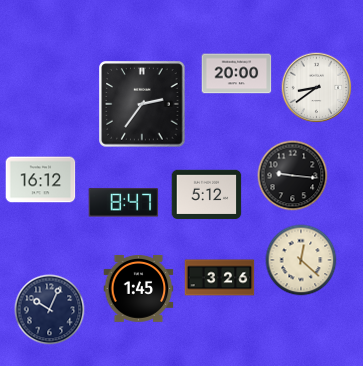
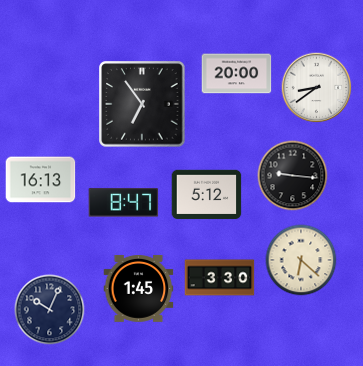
clock at (142, 104): 2:36 -> 6:54
clock at (41, 180): 16:12 -> 16:13
clock at (301, 260): 12:22 -> 6:22
clock at (220, 278): 3:26 -> 3:30
